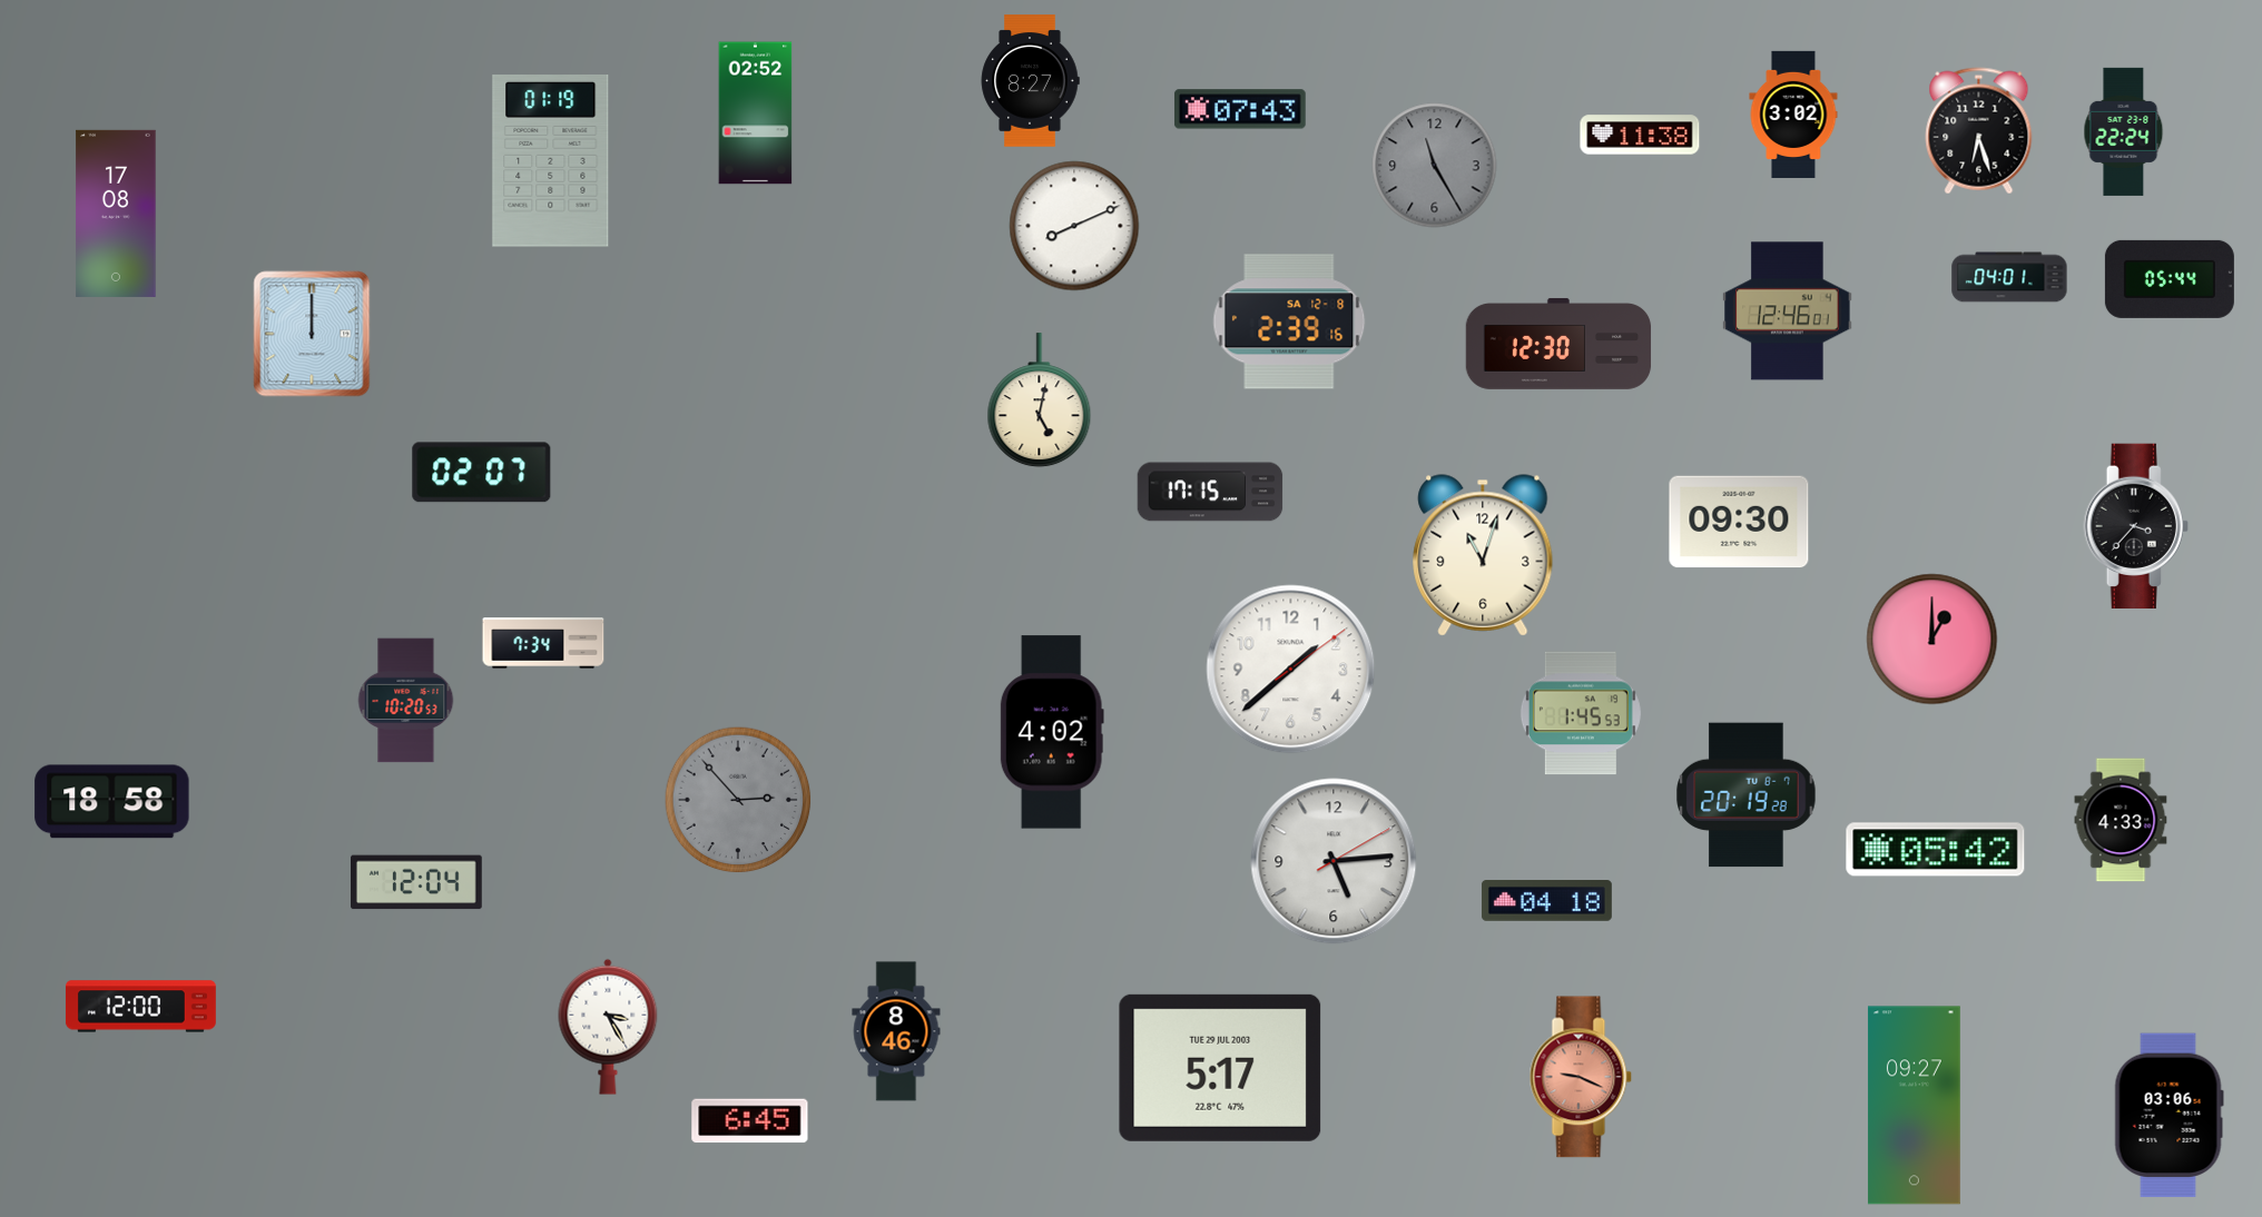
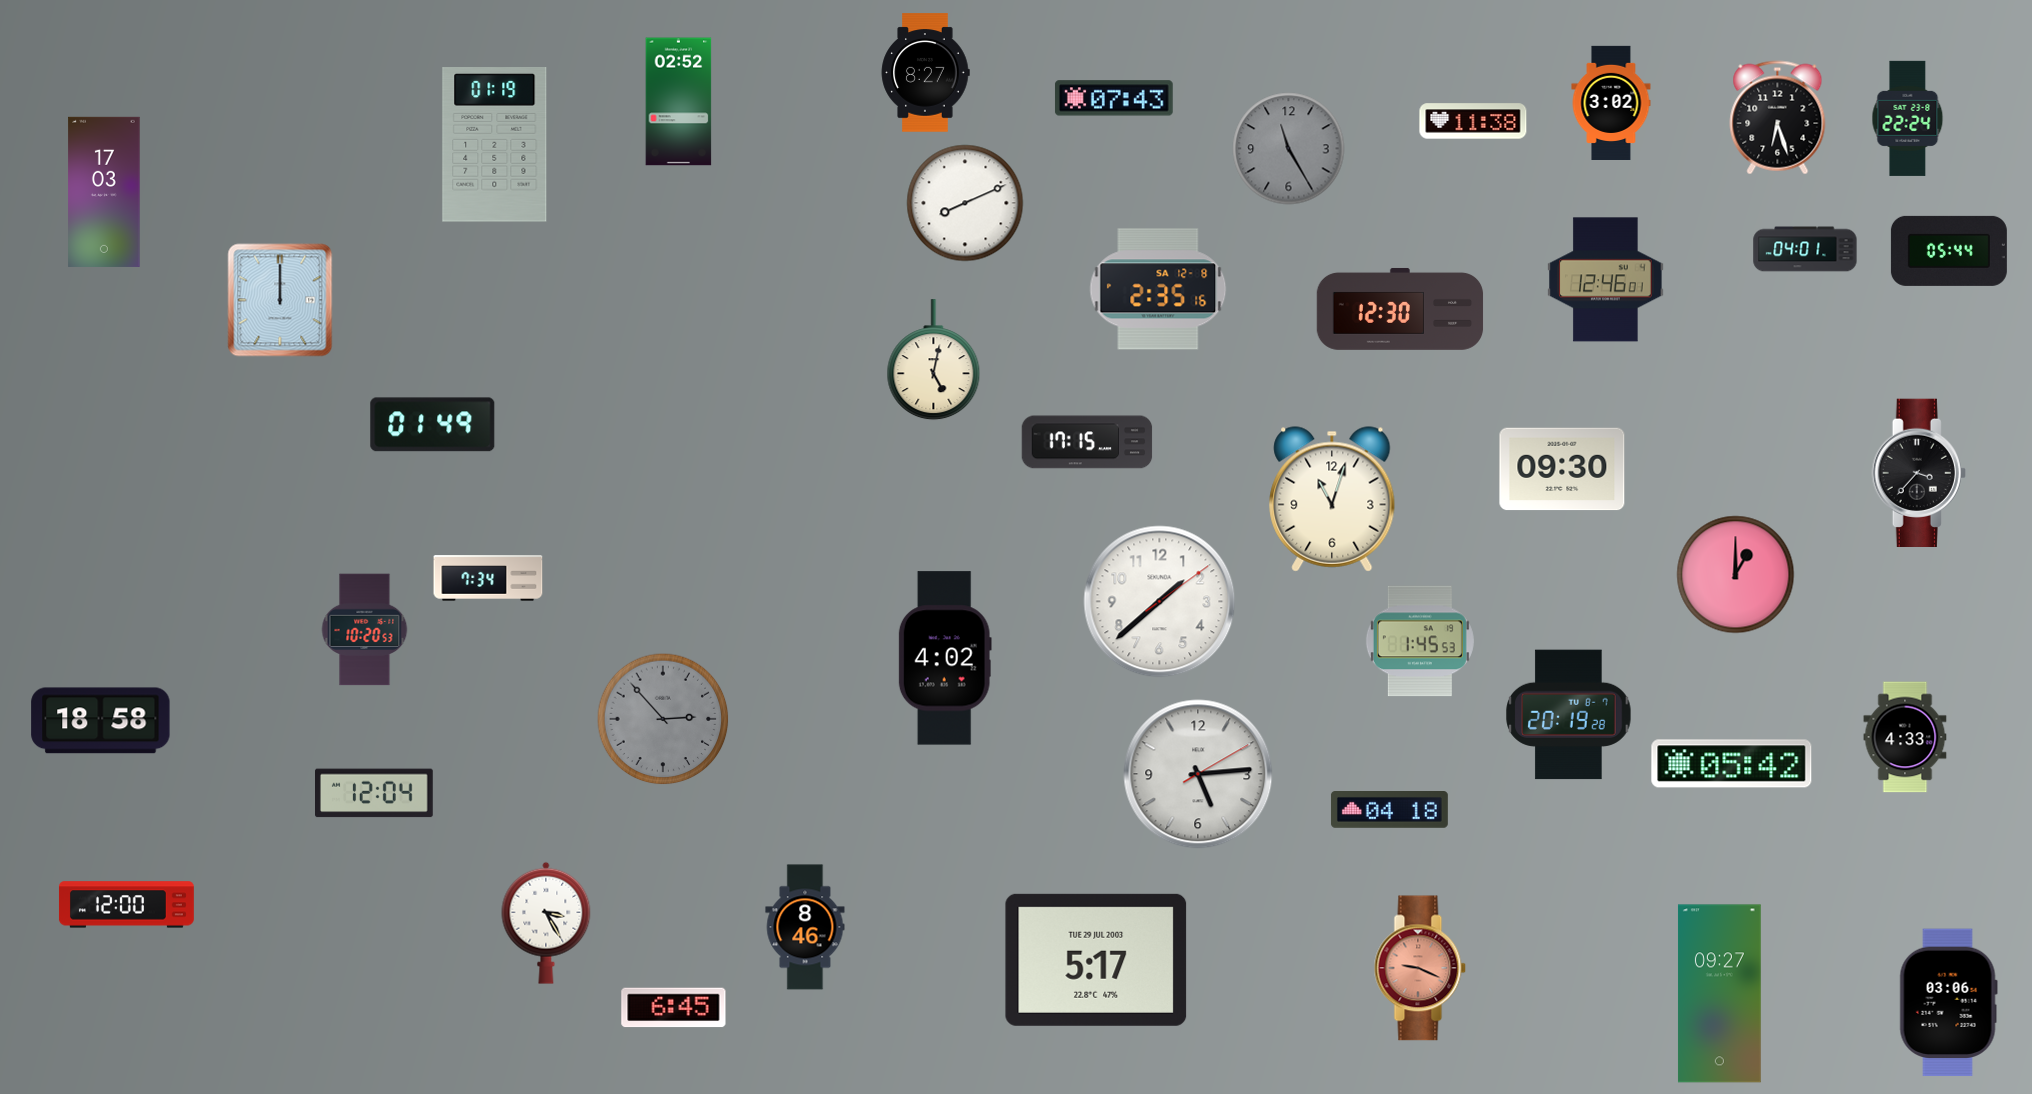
clock at (116, 214): 17:08 -> 17:03
clock at (1289, 321): 2:39 -> 2:35
clock at (482, 473): 02:07 -> 01:49
clock at (1936, 850) position: (1936, 850) -> (1732, 764)
